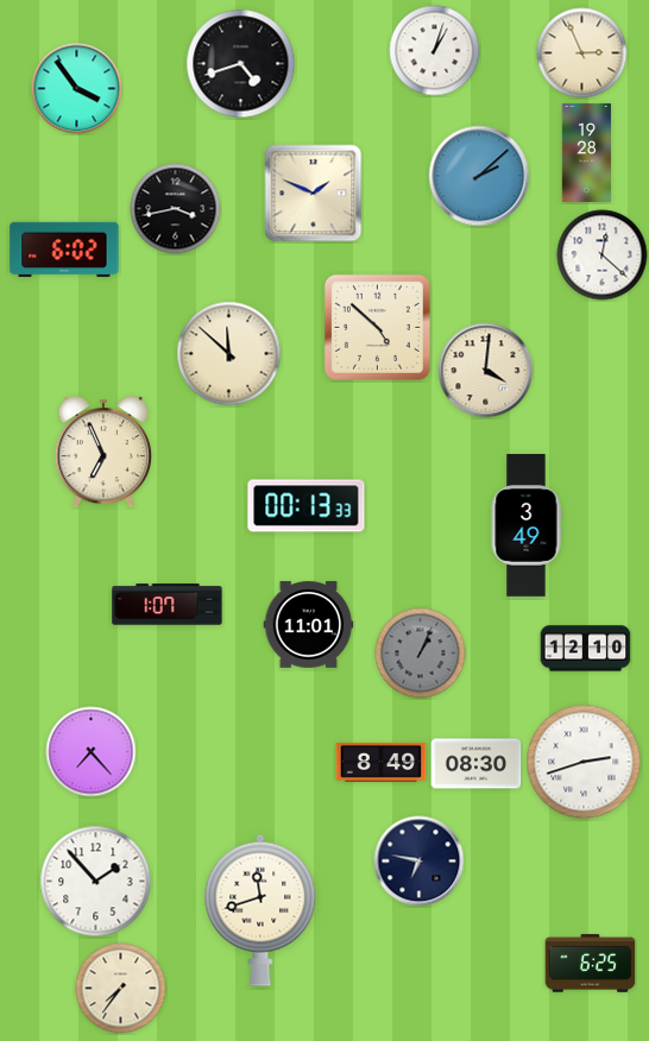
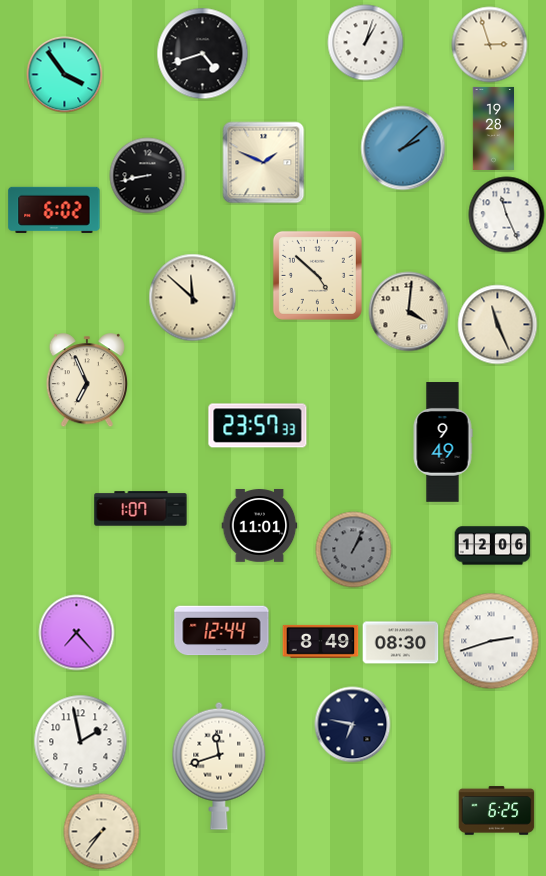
clock at (582, 53): 2:56 -> 2:57
clock at (176, 209): 3:43 -> 8:43
clock at (603, 255): 12:22 -> 11:26
clock at (498, 325): none -> 11:26
clock at (307, 506): 00:13 -> 23:57
clock at (527, 525): 3:49 -> 9:49
clock at (586, 649): 12:10 -> 12:06
clock at (222, 631): none -> 12:44
clock at (96, 882): 1:53 -> 1:58
